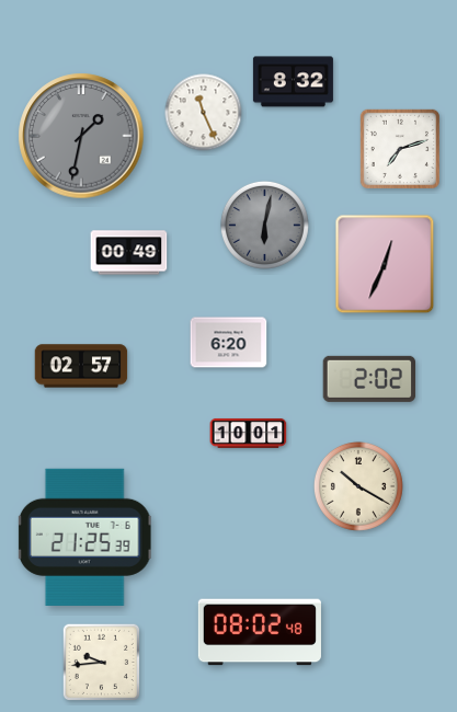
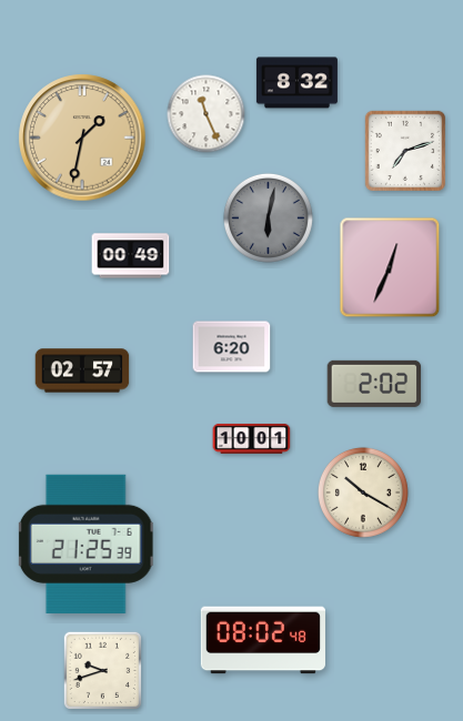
clock at (81, 136) dial: grey -> champagne
clock at (264, 225) position: (264, 225) -> (268, 217)
clock at (101, 662): 9:44 -> 9:42
